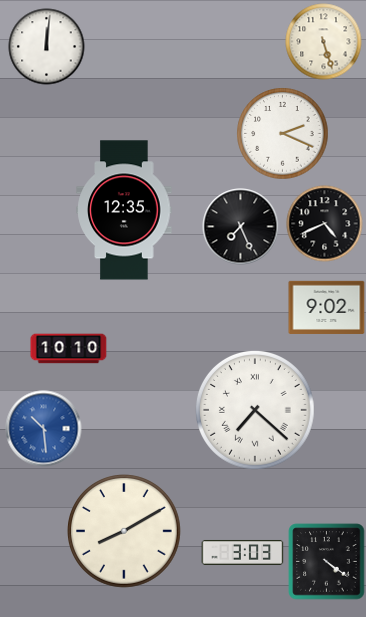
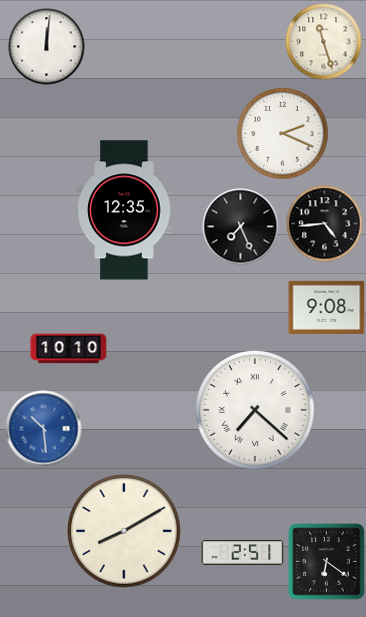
clock at (324, 42): 5:27 -> 11:27
clock at (325, 224): 4:41 -> 4:44
clock at (327, 307): 9:02 -> 9:08
clock at (243, 553): 3:03 -> 2:51
clock at (327, 562): 4:21 -> 6:21
